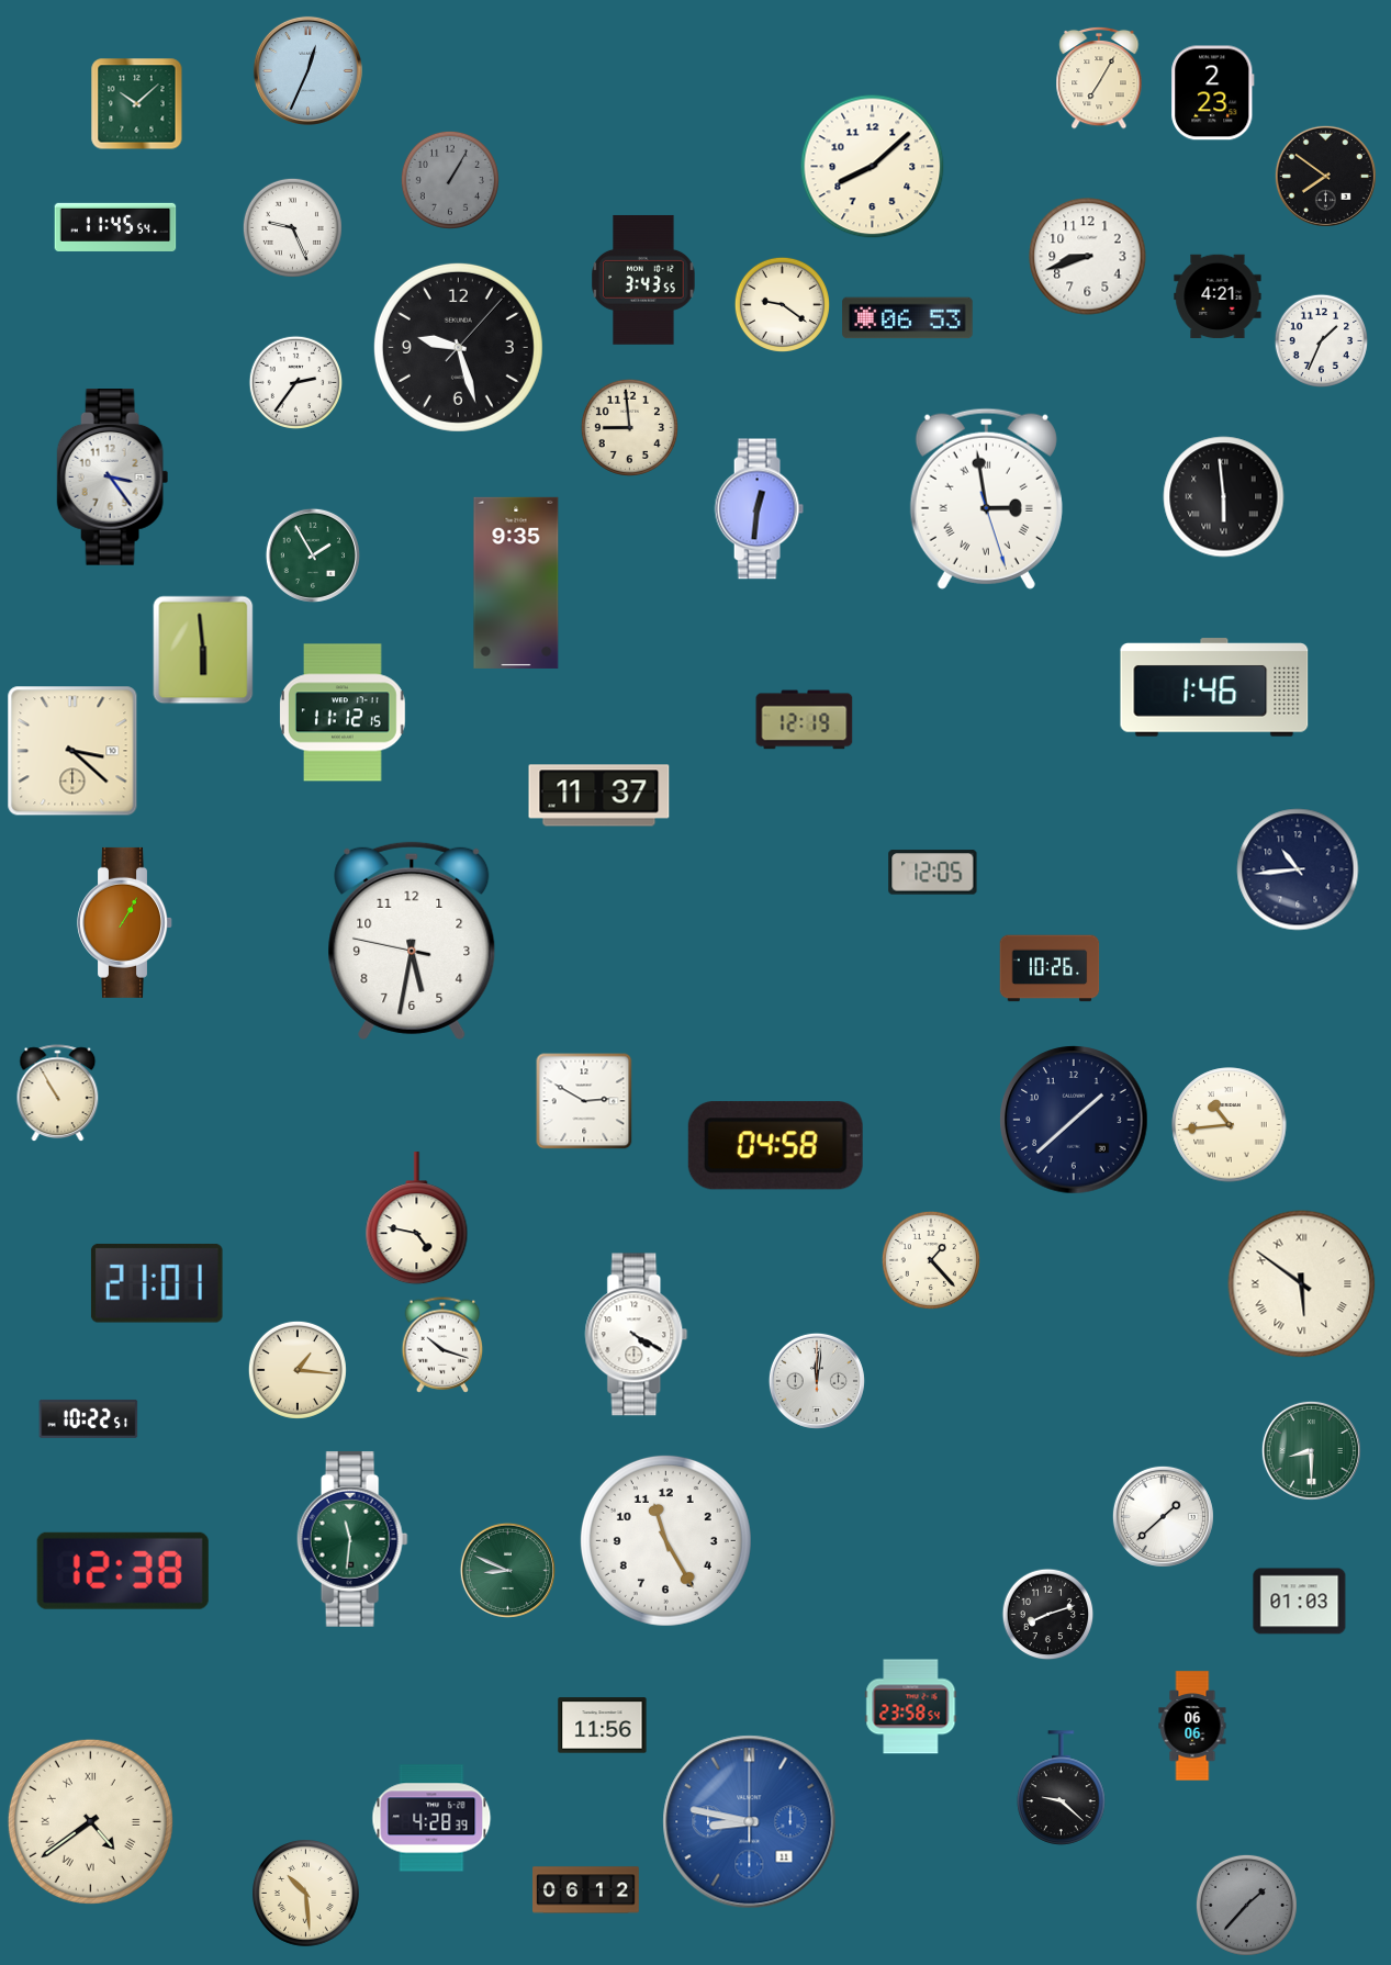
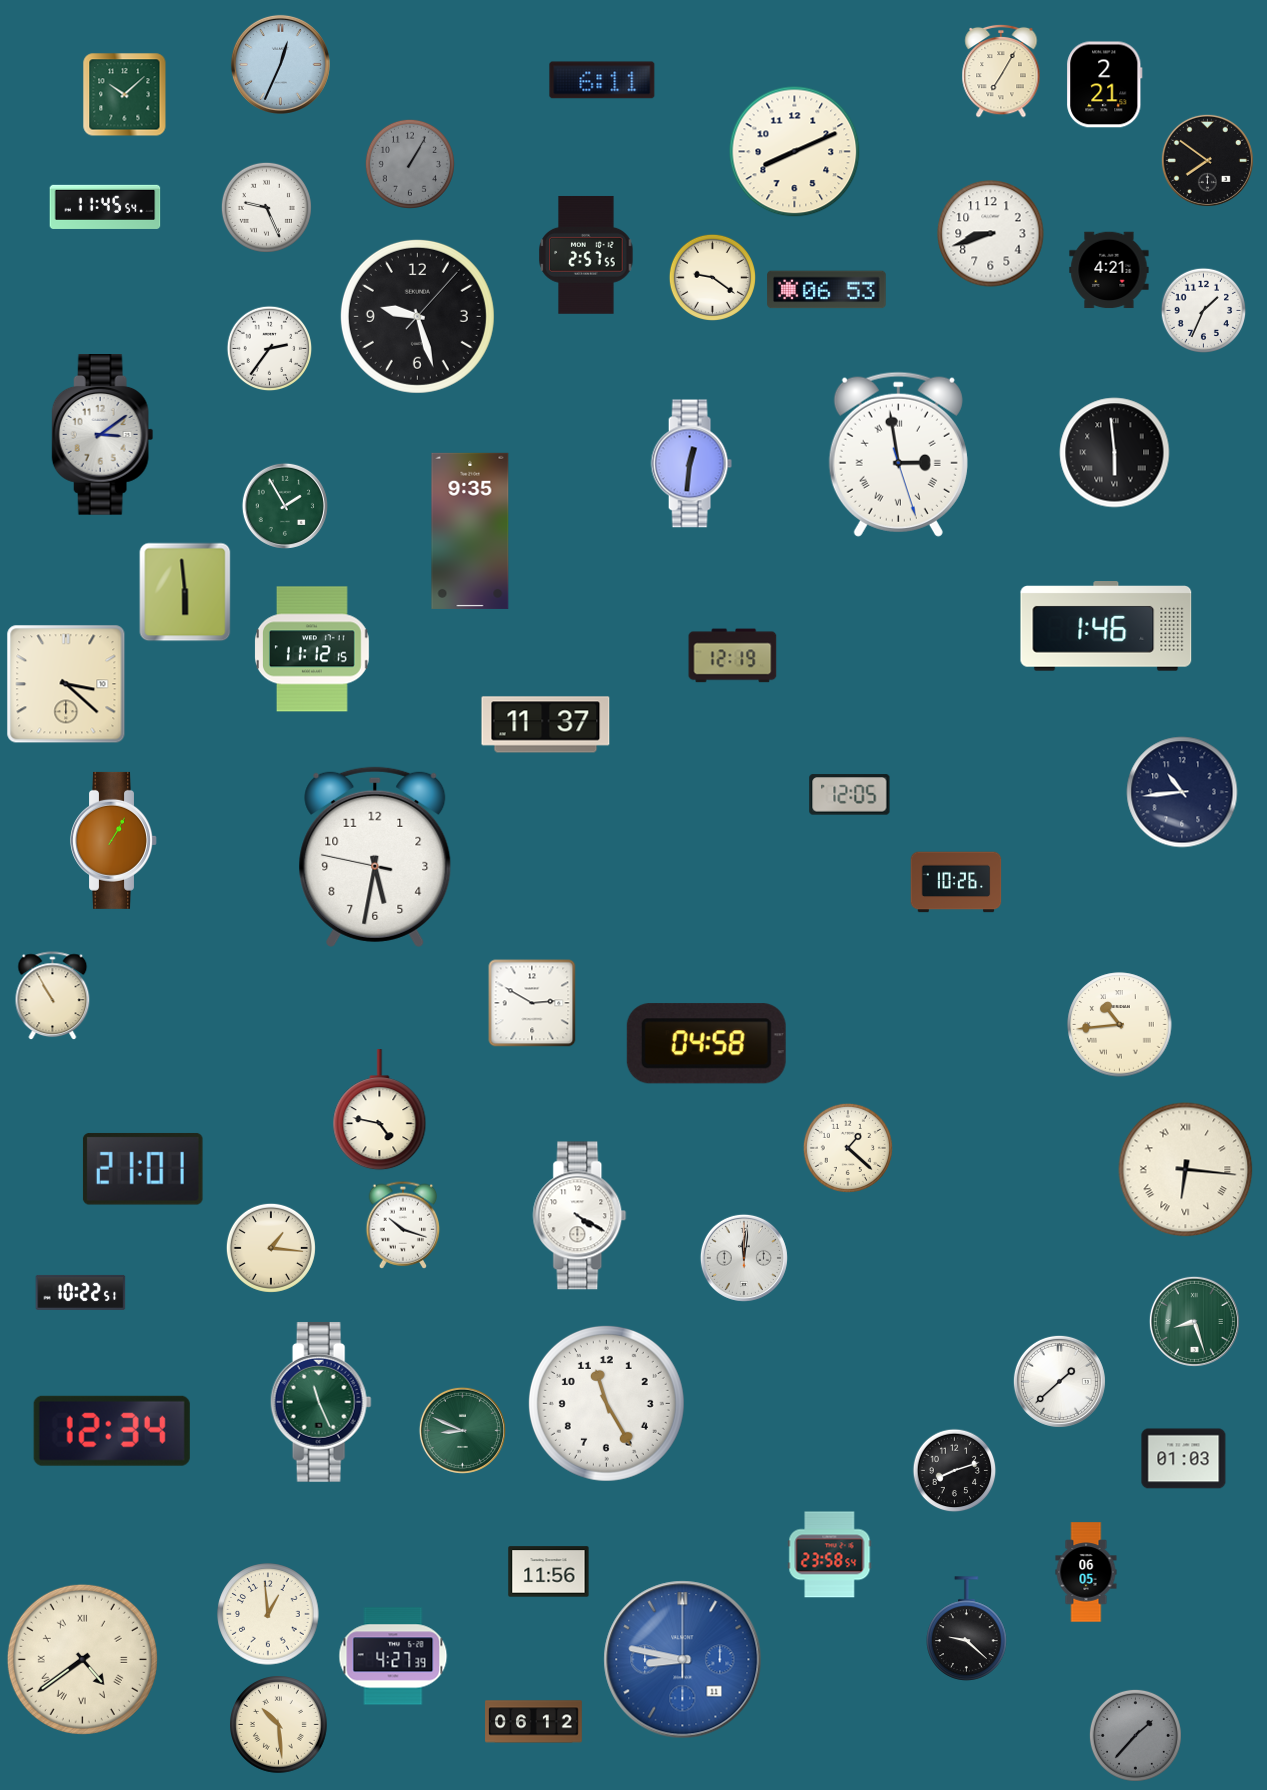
clock at (602, 80): none -> 6:11
clock at (1213, 93): 2:23 -> 2:21
clock at (873, 167): 8:08 -> 8:11
clock at (643, 280): 3:43 -> 2:57
clock at (629, 427): 8:59 -> none
clock at (113, 478): 3:24 -> 3:09
clock at (1074, 1120): 1:38 -> none
clock at (931, 1260): 1:23 -> 1:22
clock at (1302, 1284): 5:51 -> 6:16
clock at (1311, 1450): 8:30 -> 8:27
clock at (352, 1539): 11:31 -> 11:26
clock at (123, 1571): 12:38 -> 12:34
clock at (1192, 1726): 06:06 -> 06:05
clock at (268, 1614): none -> 12:59
clock at (431, 1818): 4:28 -> 4:27
